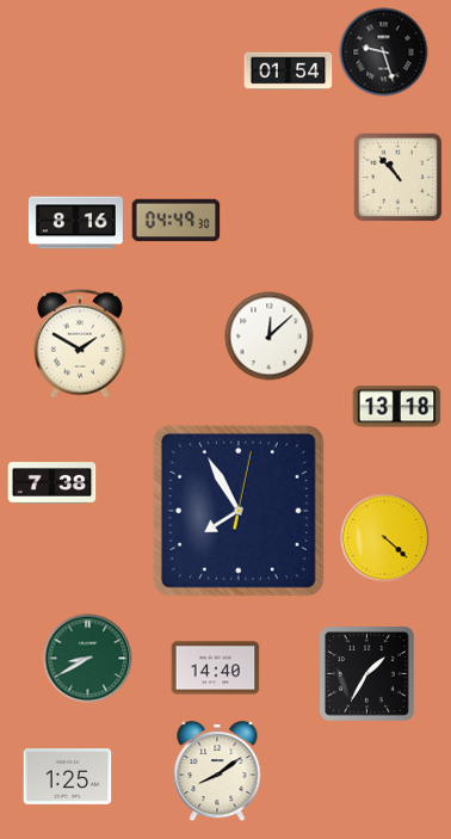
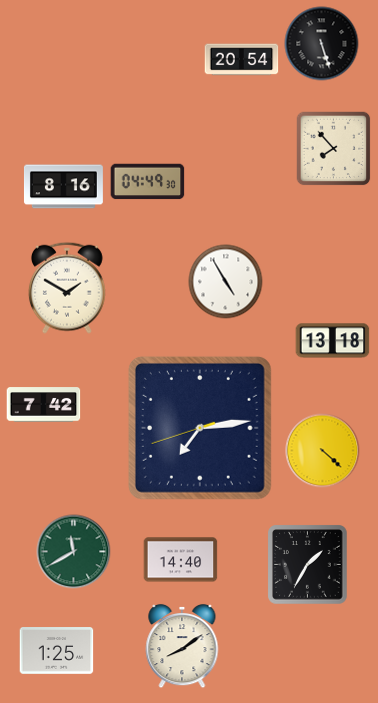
clock at (384, 53): 9:27 -> 5:27
clock at (289, 72): 01:54 -> 20:54
clock at (399, 178): 10:53 -> 7:53
clock at (177, 221) position: (177, 221) -> (148, 182)
clock at (270, 337): 12:08 -> 4:55
clock at (52, 483): 7:38 -> 7:42
clock at (239, 511): 7:55 -> 7:13
clock at (88, 659): 8:40 -> 11:40
